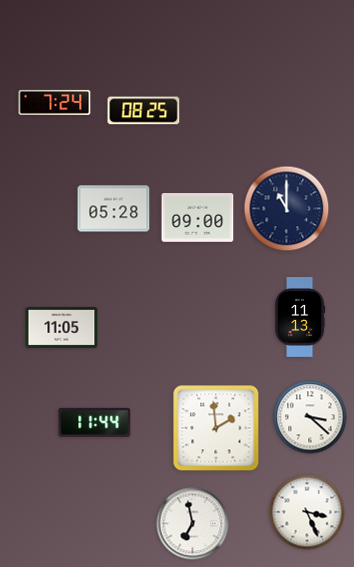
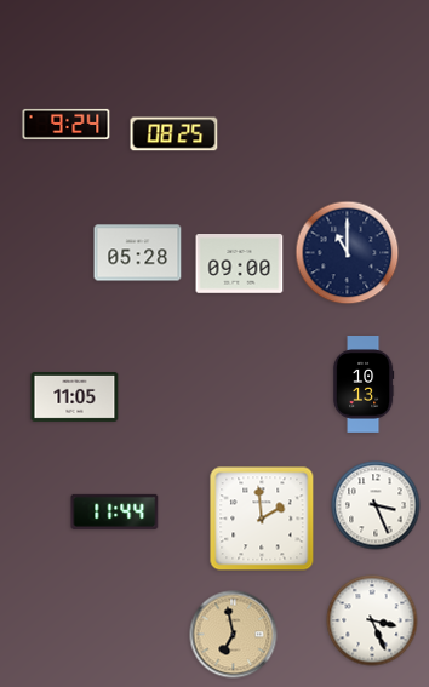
clock at (55, 102): 7:24 -> 9:24
clock at (300, 318): 11:13 -> 10:13
clock at (310, 417): 3:22 -> 3:26
clock at (193, 524) dial: white -> champagne
